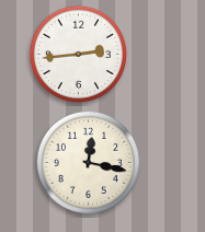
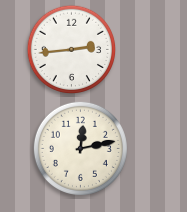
clock at (88, 162): 12:17 -> 12:13
